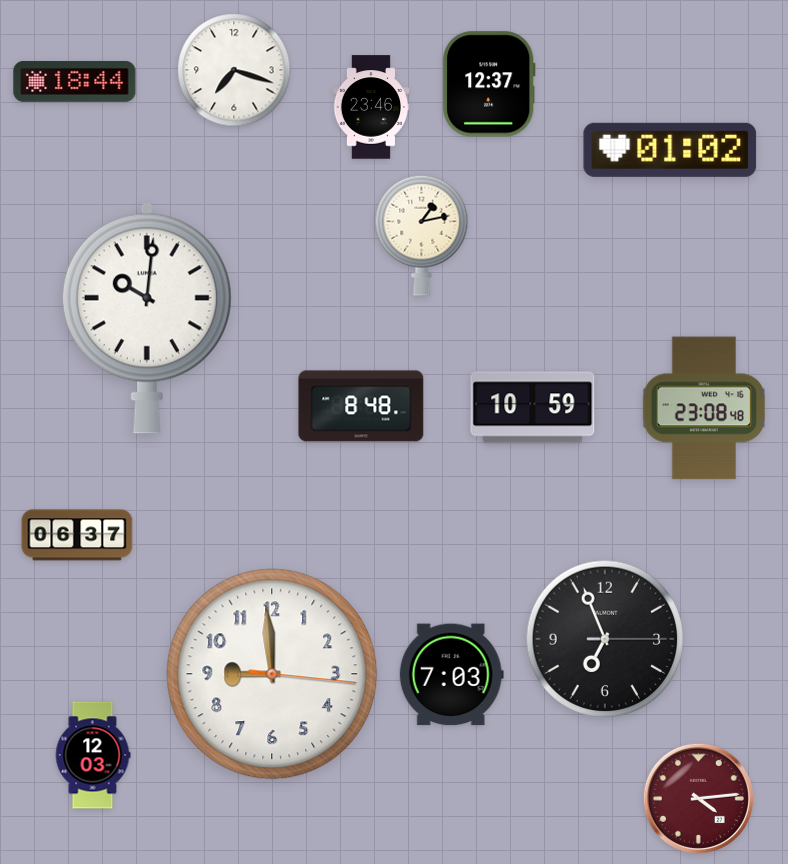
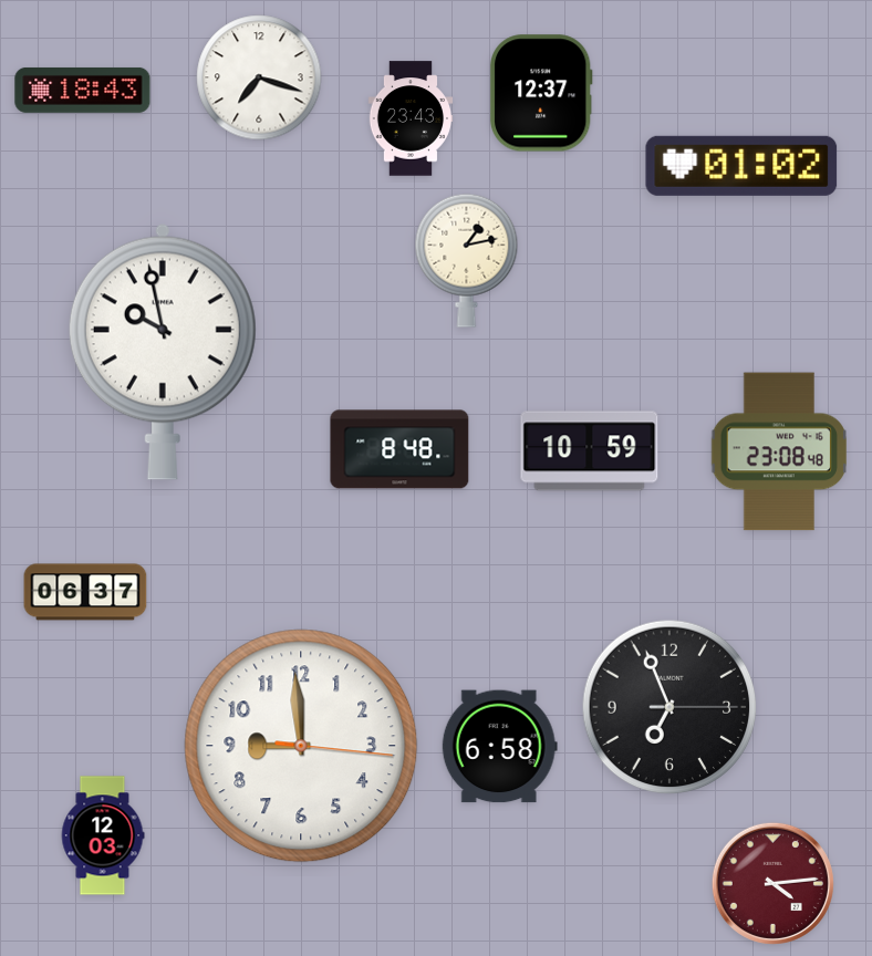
clock at (75, 81): 18:44 -> 18:43
clock at (371, 107): 23:46 -> 23:43
clock at (147, 318): 10:01 -> 9:58
clock at (451, 675): 7:03 -> 6:58
